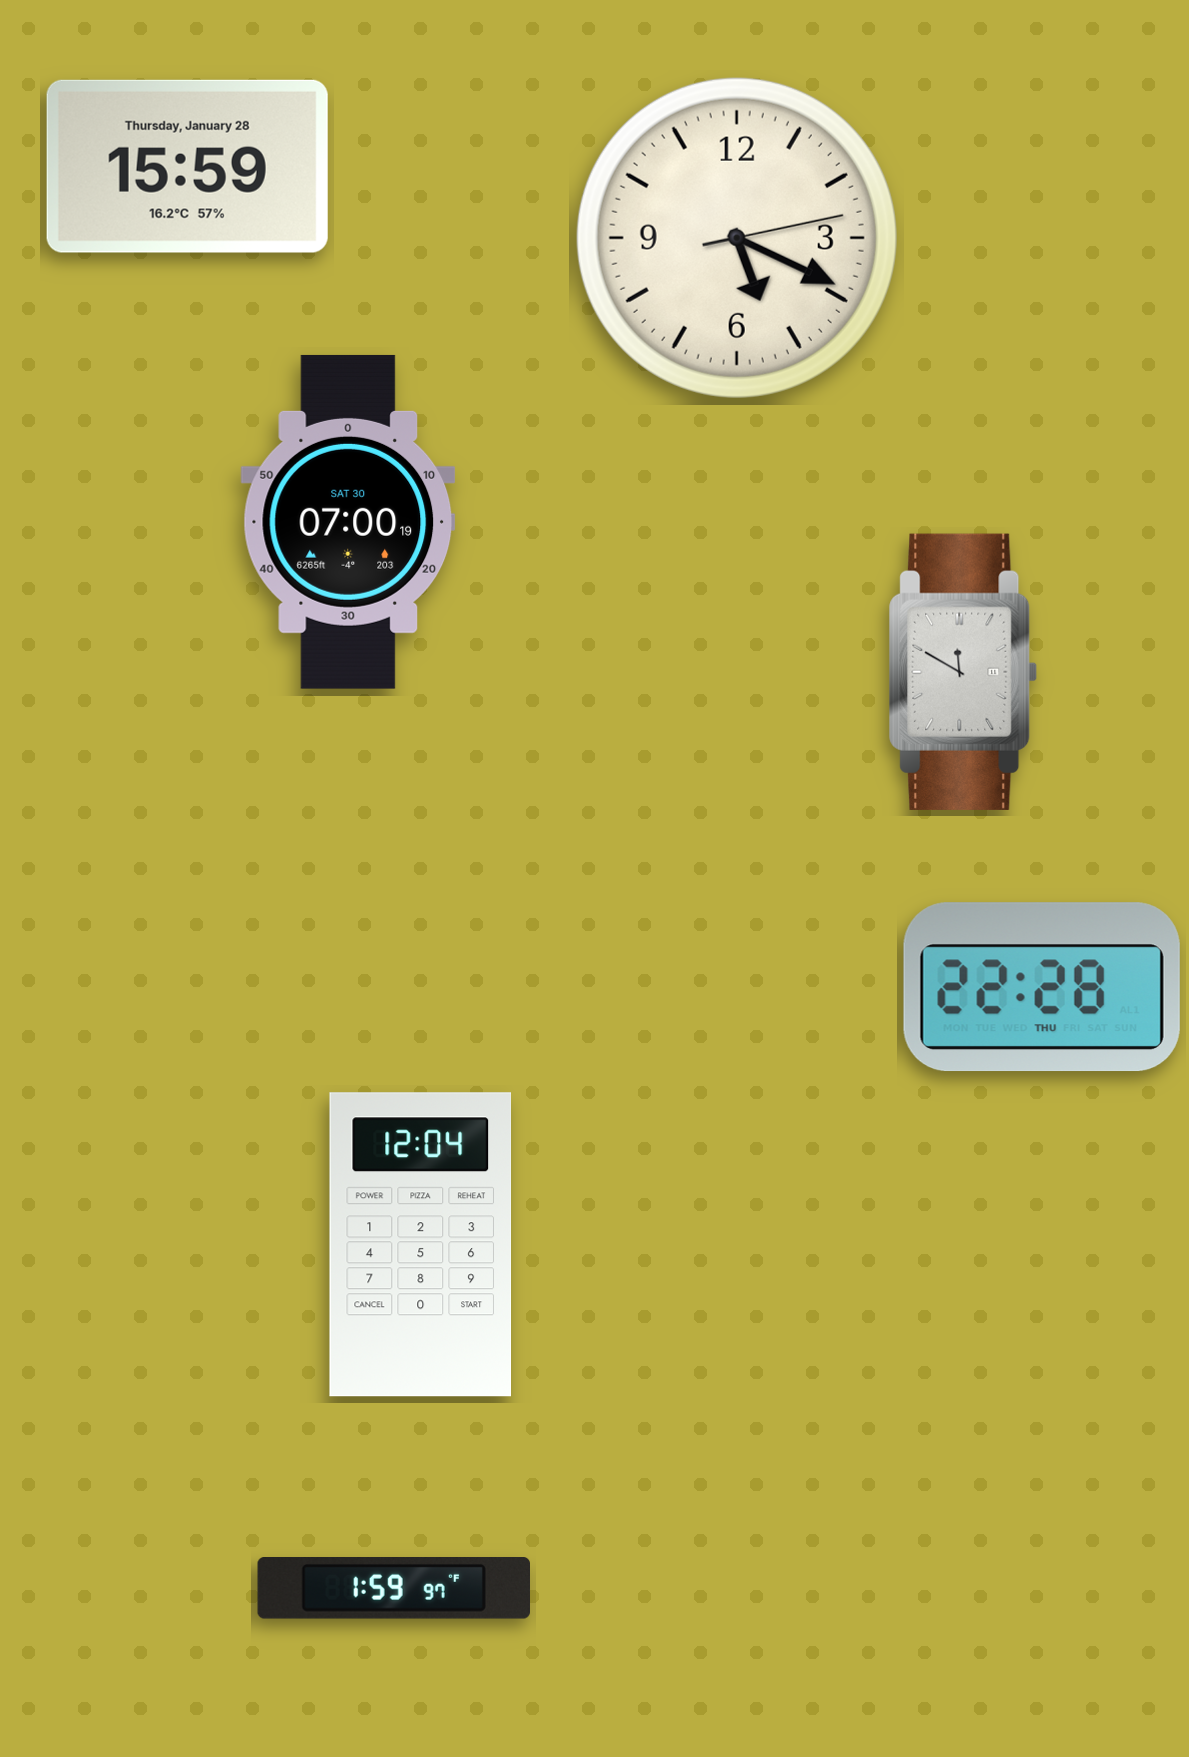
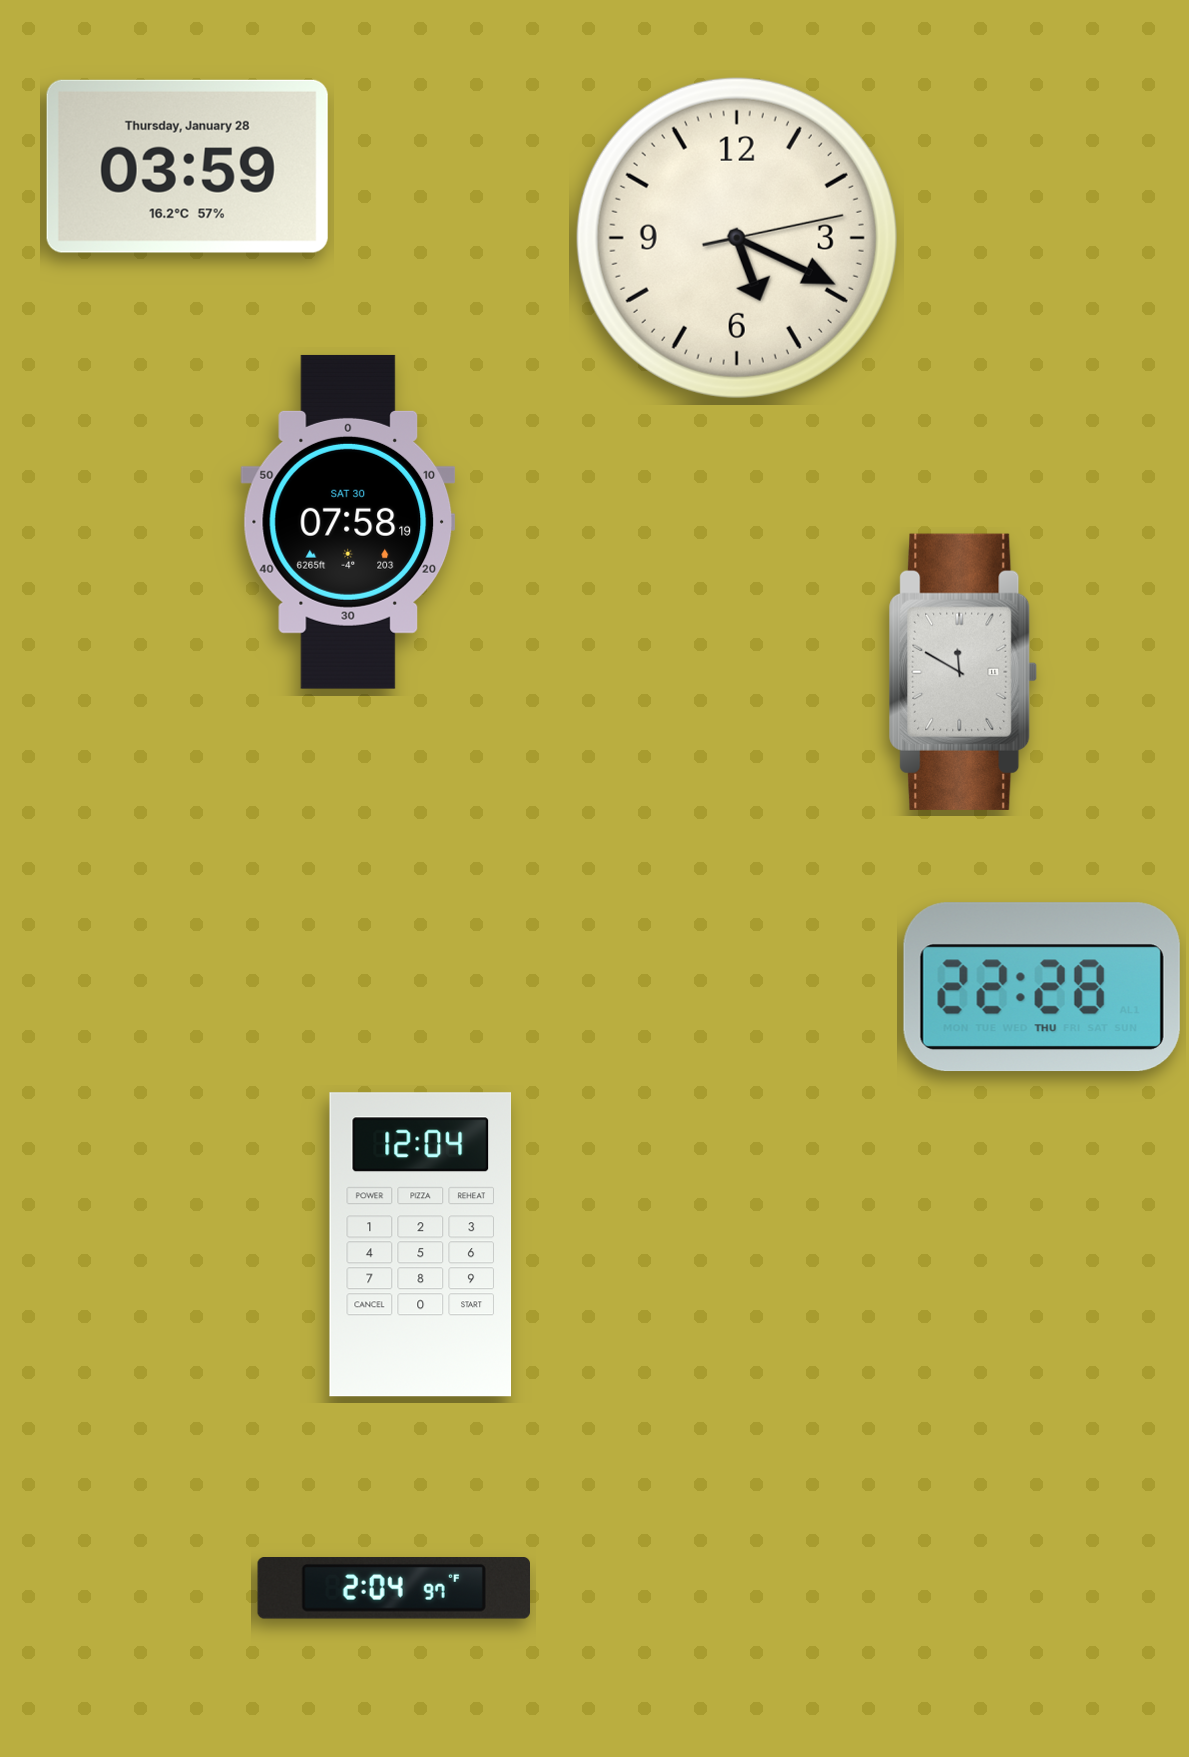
clock at (187, 166): 15:59 -> 03:59
clock at (348, 522): 07:00 -> 07:58
clock at (393, 1589): 1:59 -> 2:04
